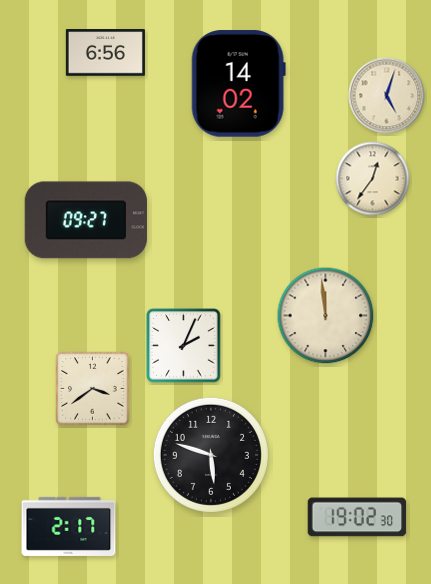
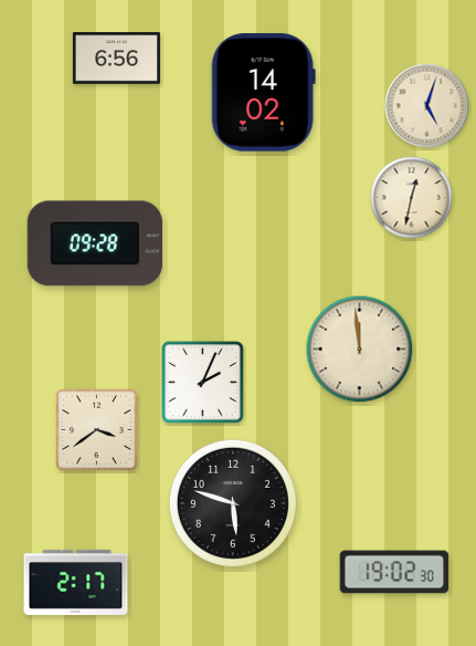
clock at (373, 179): 12:36 -> 12:32
clock at (86, 220): 09:27 -> 09:28
clock at (93, 389) position: (93, 389) -> (97, 430)
